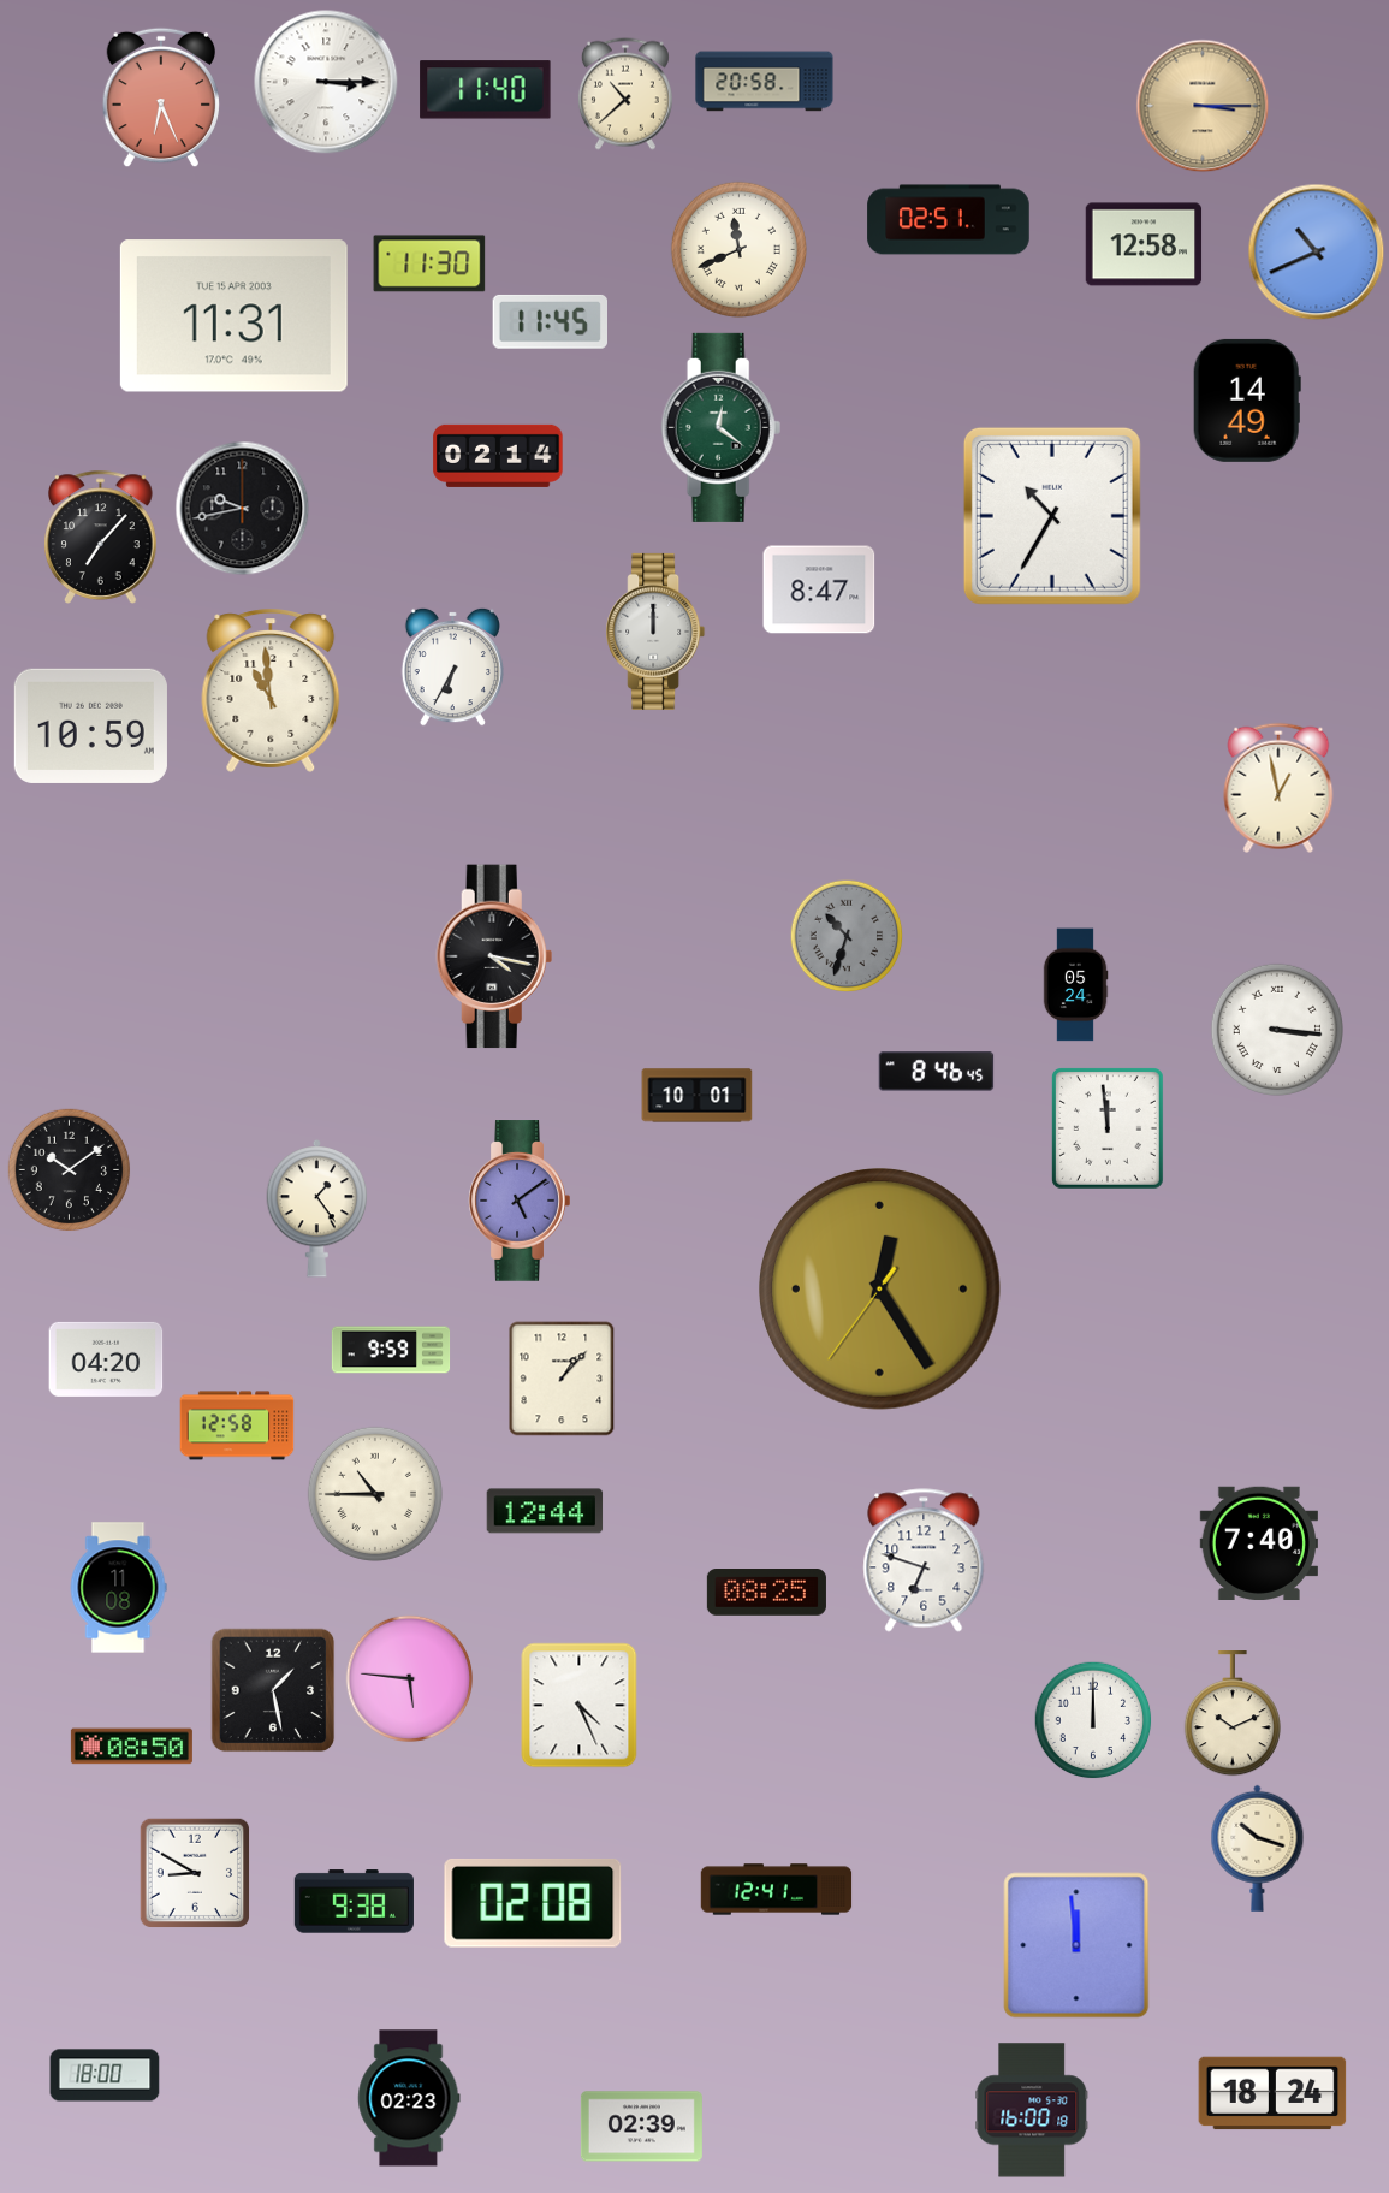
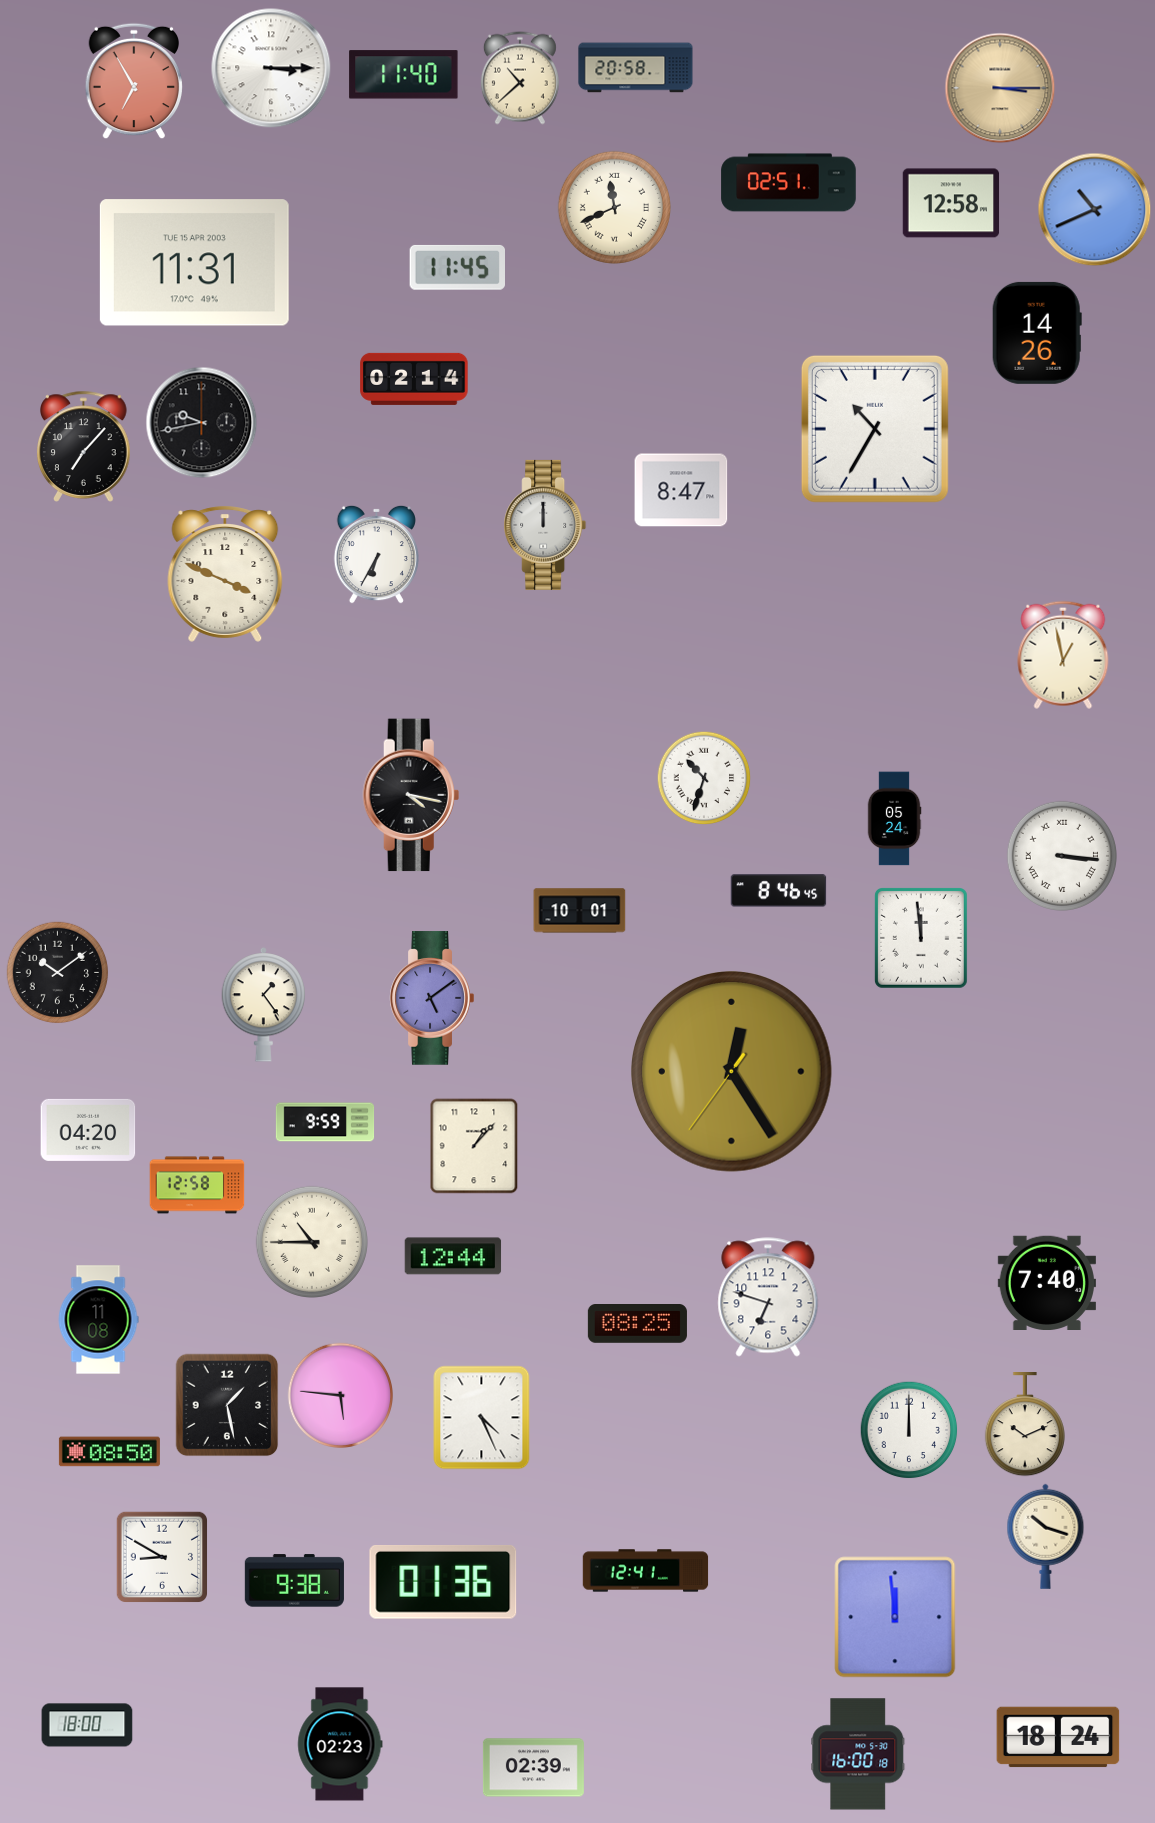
clock at (161, 97): 6:26 -> 6:55
clock at (429, 263): 11:30 -> none
clock at (1247, 401): 14:49 -> 14:26
clock at (722, 427): 12:21 -> none
clock at (271, 691): 10:59 -> 3:49
clock at (90, 725): 10:59 -> none
clock at (847, 936) dial: grey -> white
clock at (562, 1379) position: (562, 1379) -> (474, 1146)
clock at (533, 1904): 02:08 -> 01:36
clock at (1272, 2093) position: (1272, 2093) -> (1058, 1737)
